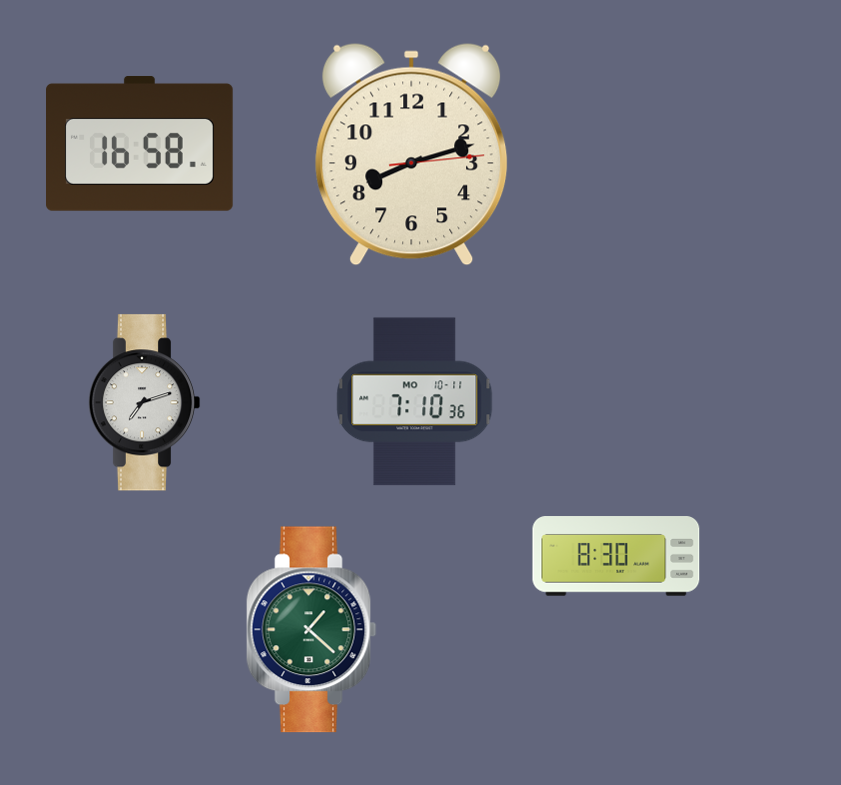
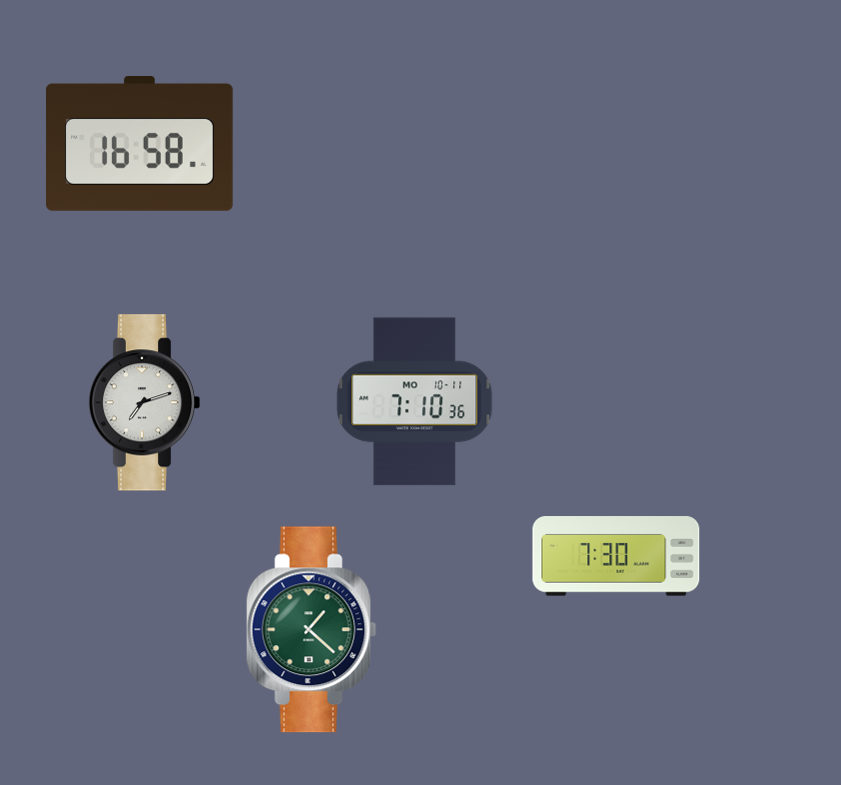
clock at (412, 155): 8:12 -> none
clock at (616, 556): 8:30 -> 7:30
